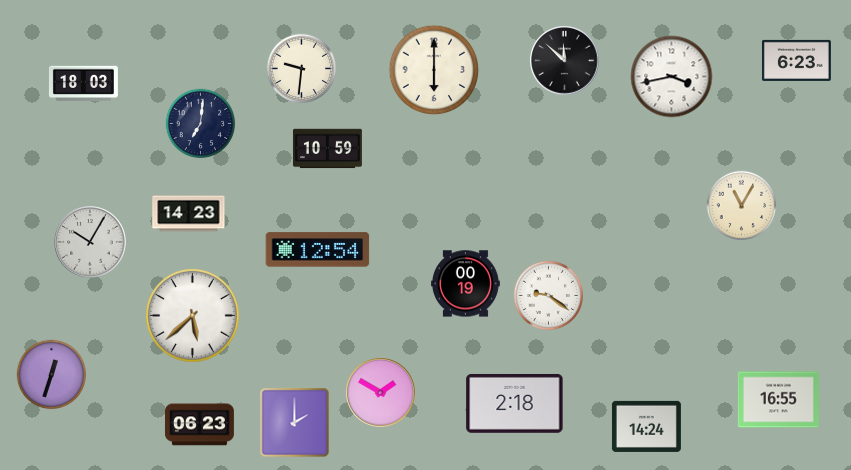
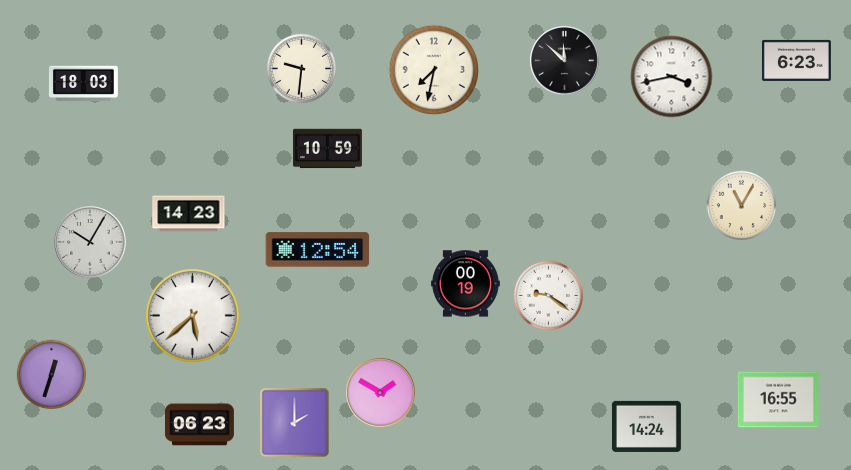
clock at (434, 70): 6:00 -> 7:32
clock at (201, 124): 7:01 -> none
clock at (515, 403): 2:18 -> none
